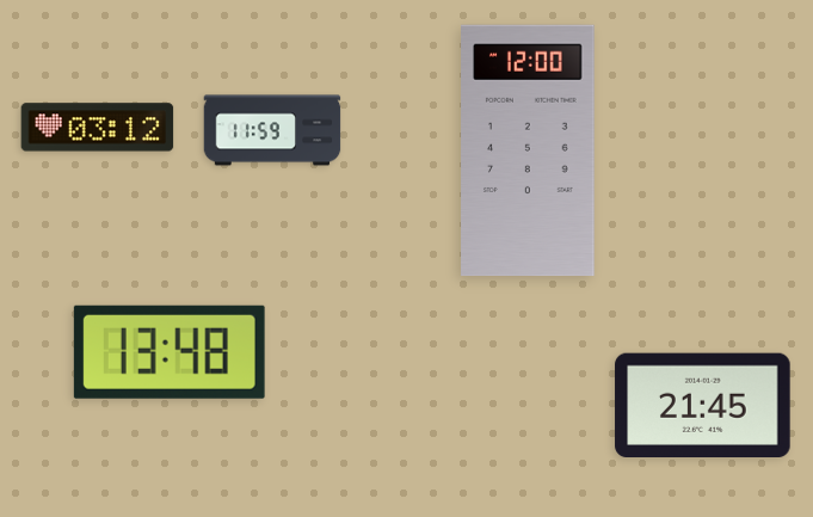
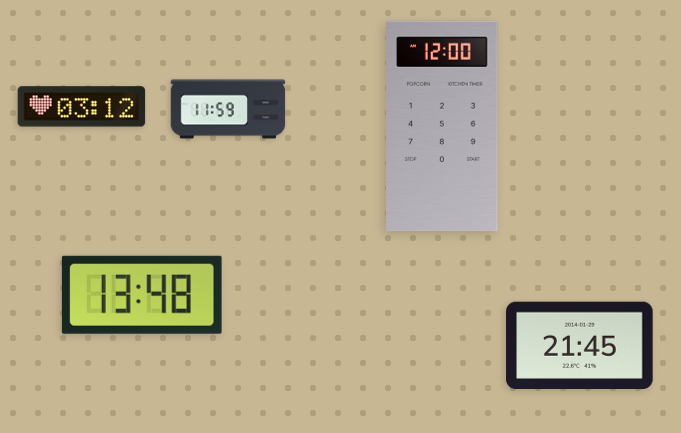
clock at (703, 406) position: (703, 406) -> (580, 346)
